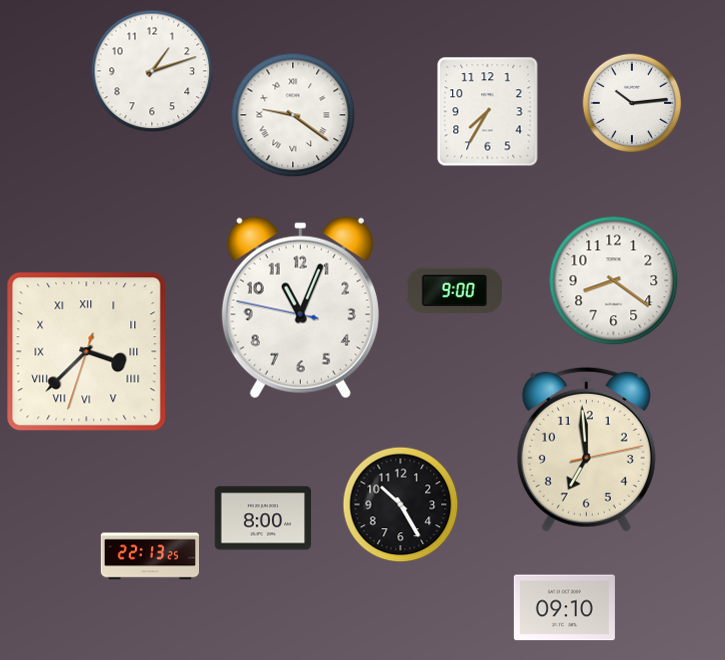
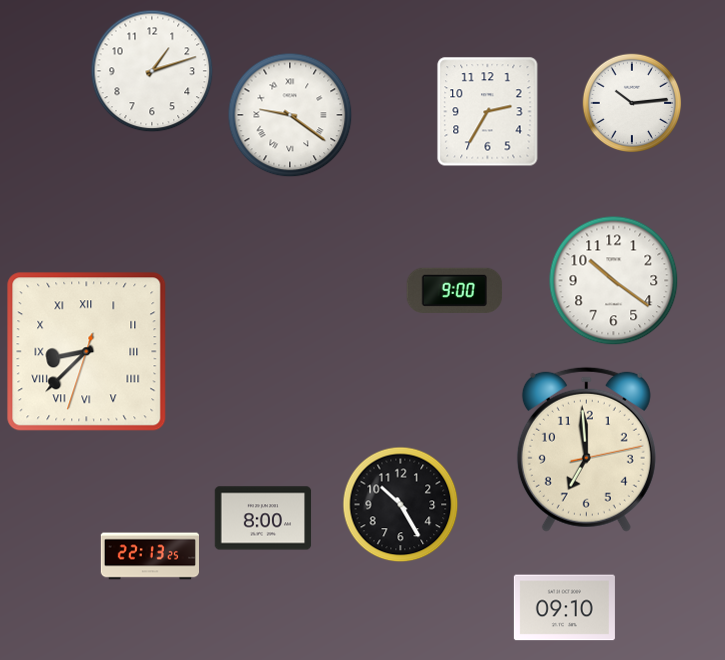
clock at (488, 112): 7:35 -> 2:35
clock at (293, 115) position: (293, 115) -> (290, 115)
clock at (614, 281): 8:21 -> 10:21
clock at (300, 308): 11:03 -> none
clock at (87, 352): 3:37 -> 8:37
